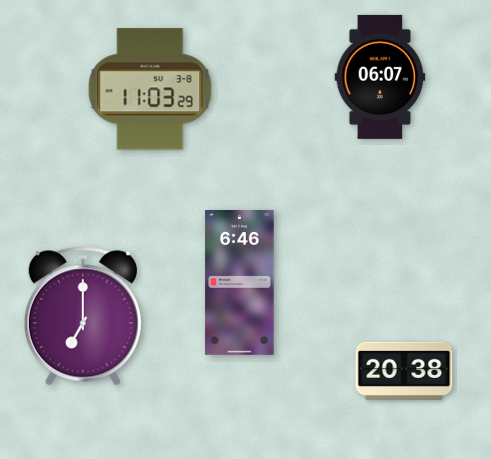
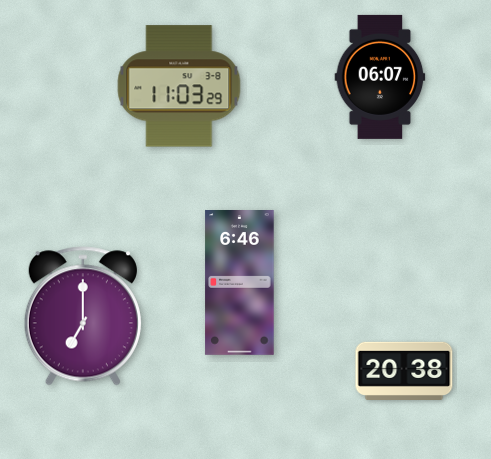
clock at (150, 89) position: (150, 89) -> (179, 86)
